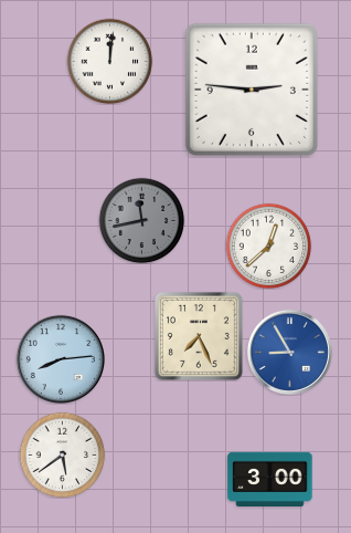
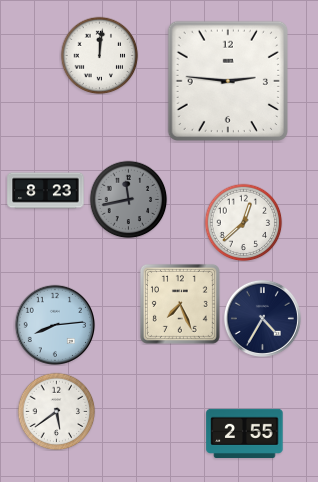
clock at (46, 191): none -> 8:23
clock at (289, 352): 8:55 -> 4:35
clock at (289, 352) dial: blue -> navy
clock at (270, 479): 3:00 -> 2:55
